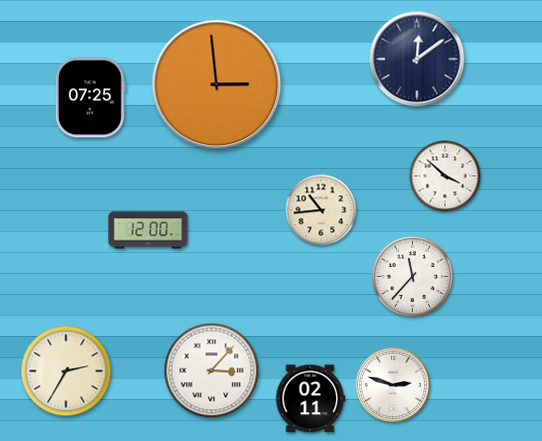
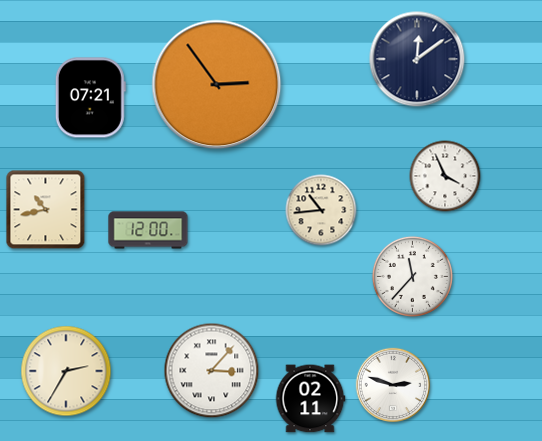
clock at (217, 85): 2:59 -> 2:54
clock at (90, 98): 07:25 -> 07:21
clock at (445, 176): 3:52 -> 3:56
clock at (46, 210): none -> 10:43
